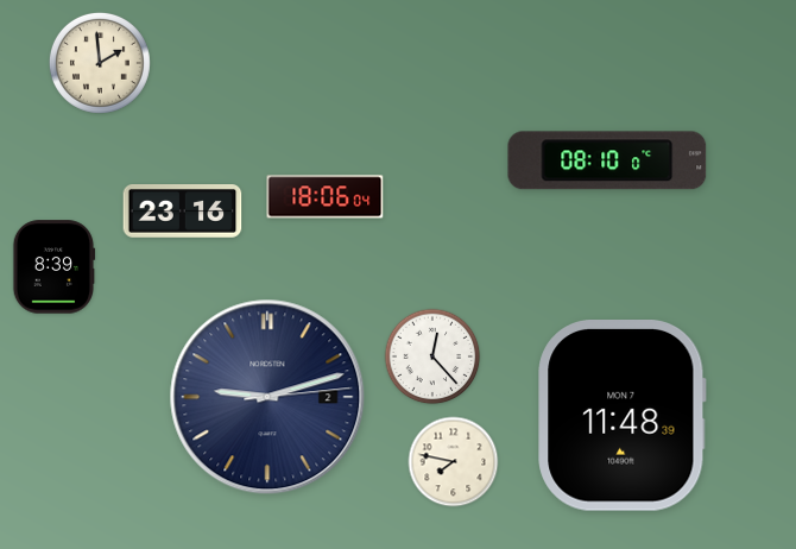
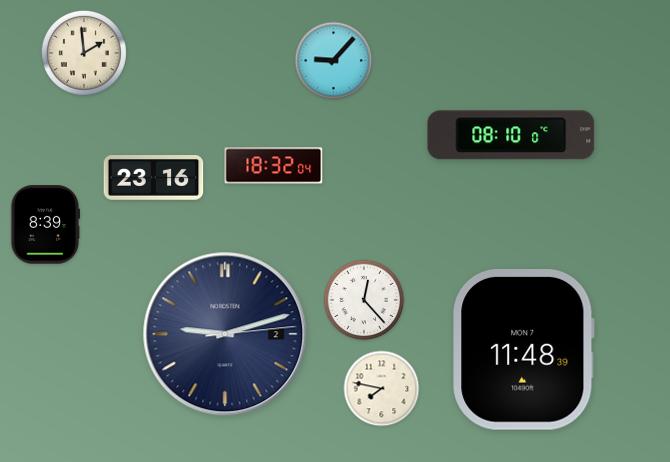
clock at (334, 61): none -> 9:07
clock at (326, 197): 18:06 -> 18:32
